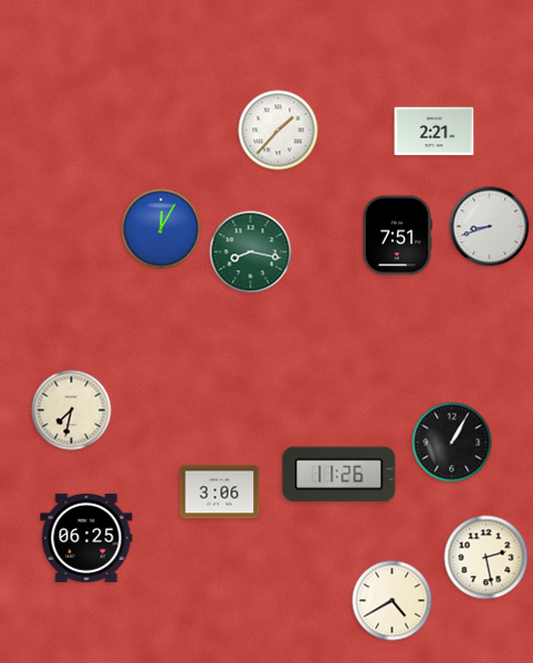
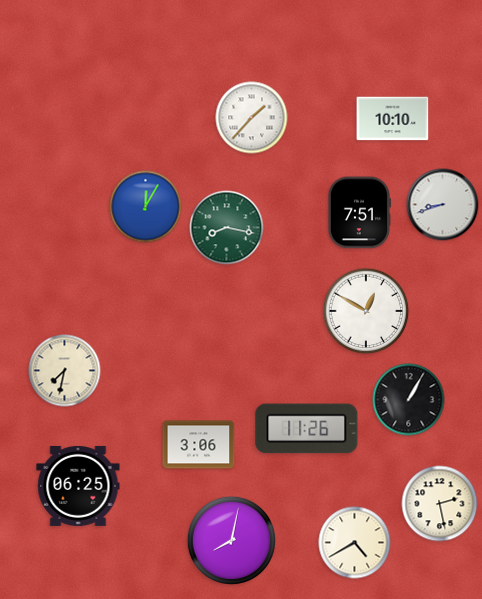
clock at (435, 132): 2:21 -> 10:10
clock at (366, 311): none -> 12:50
clock at (231, 540): none -> 8:02
